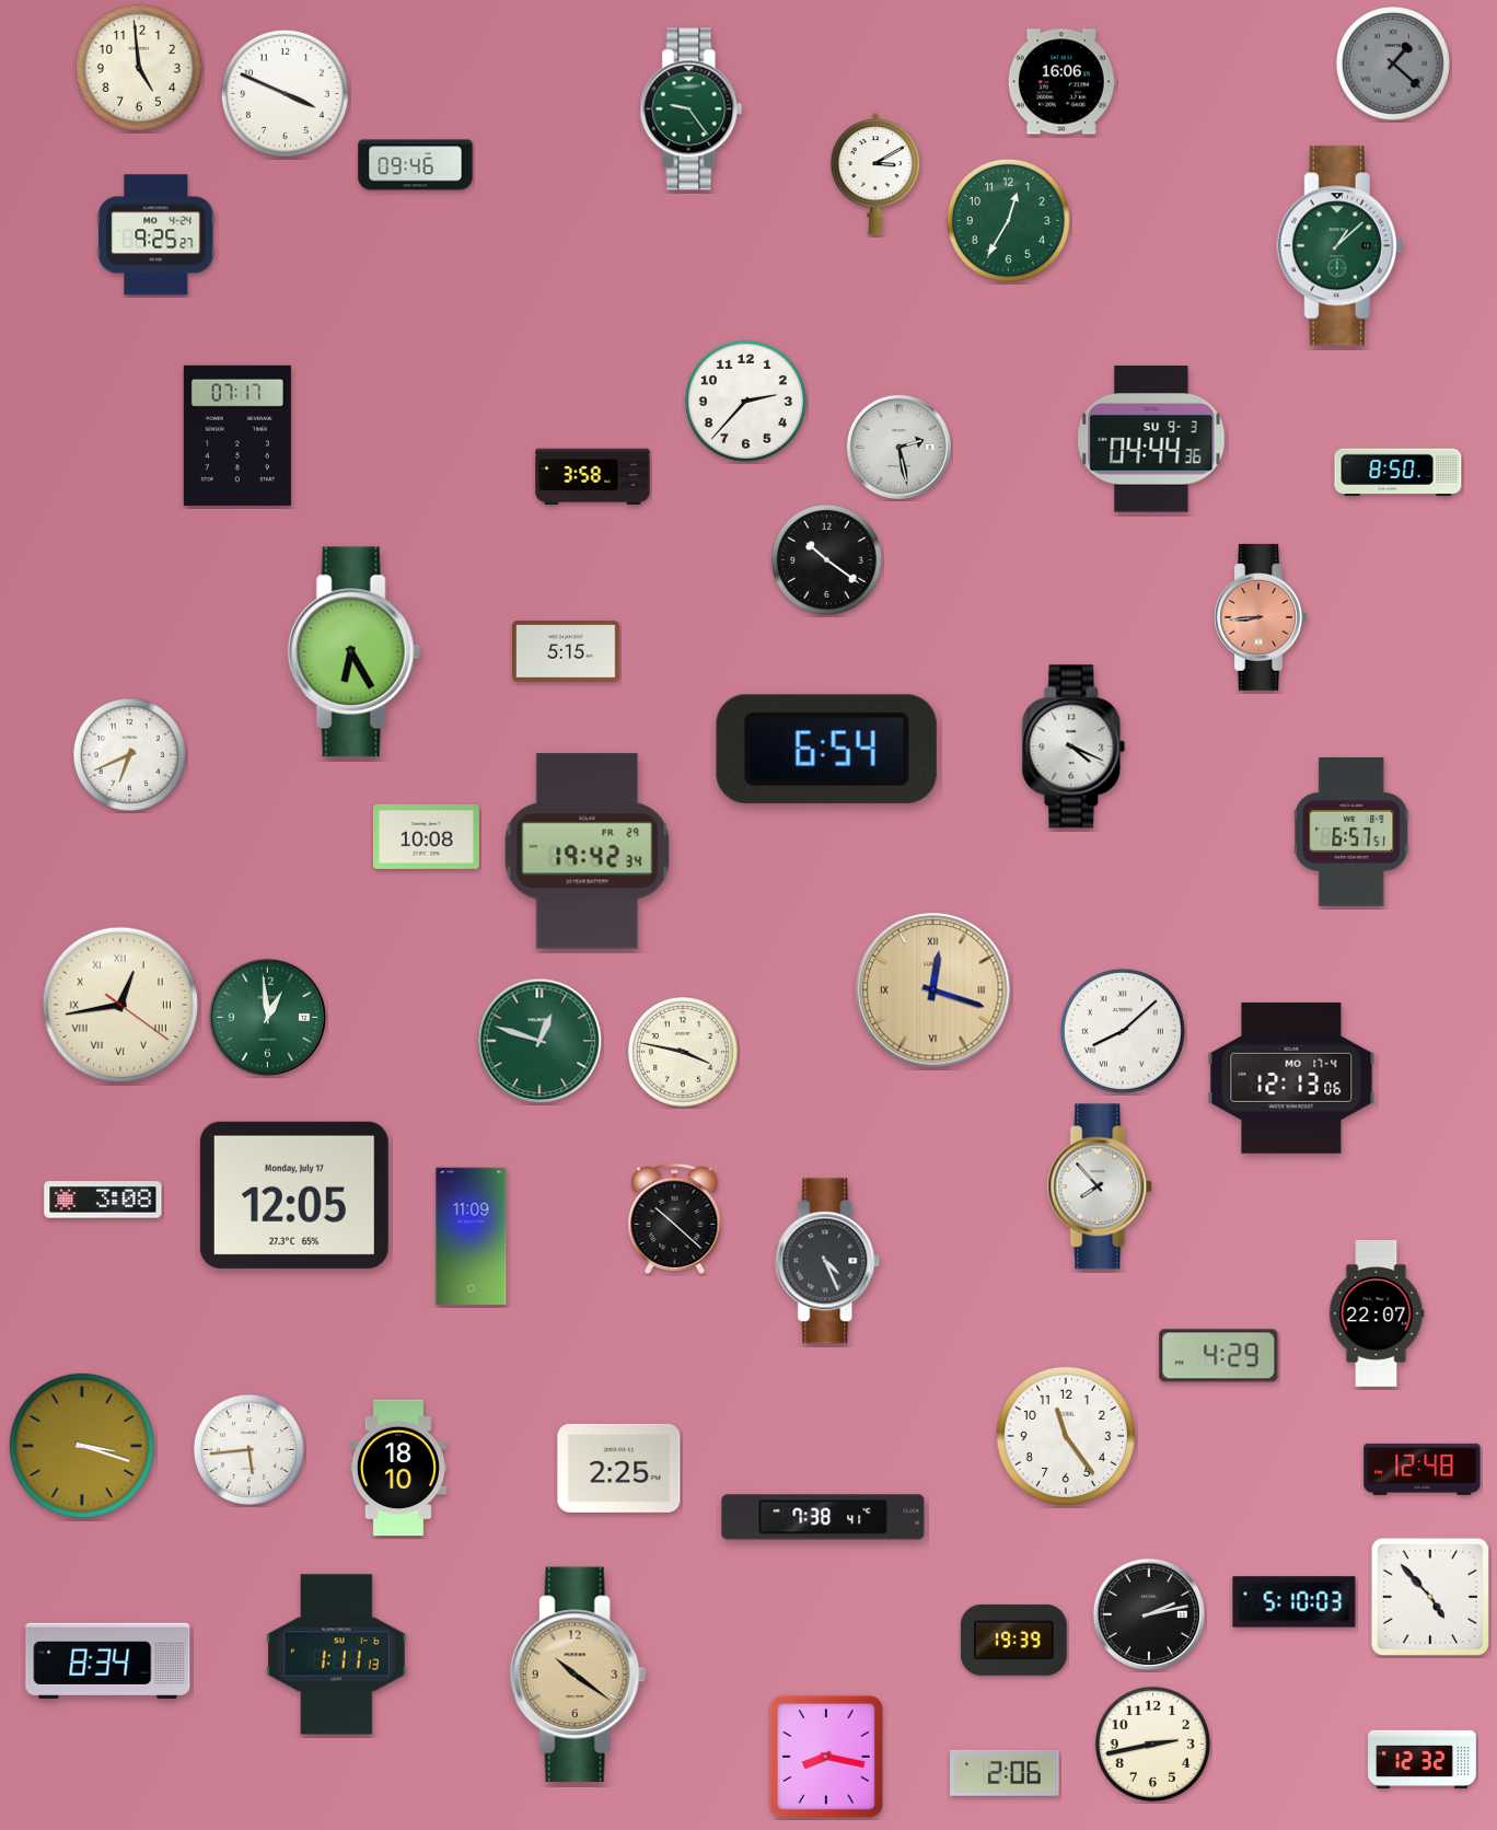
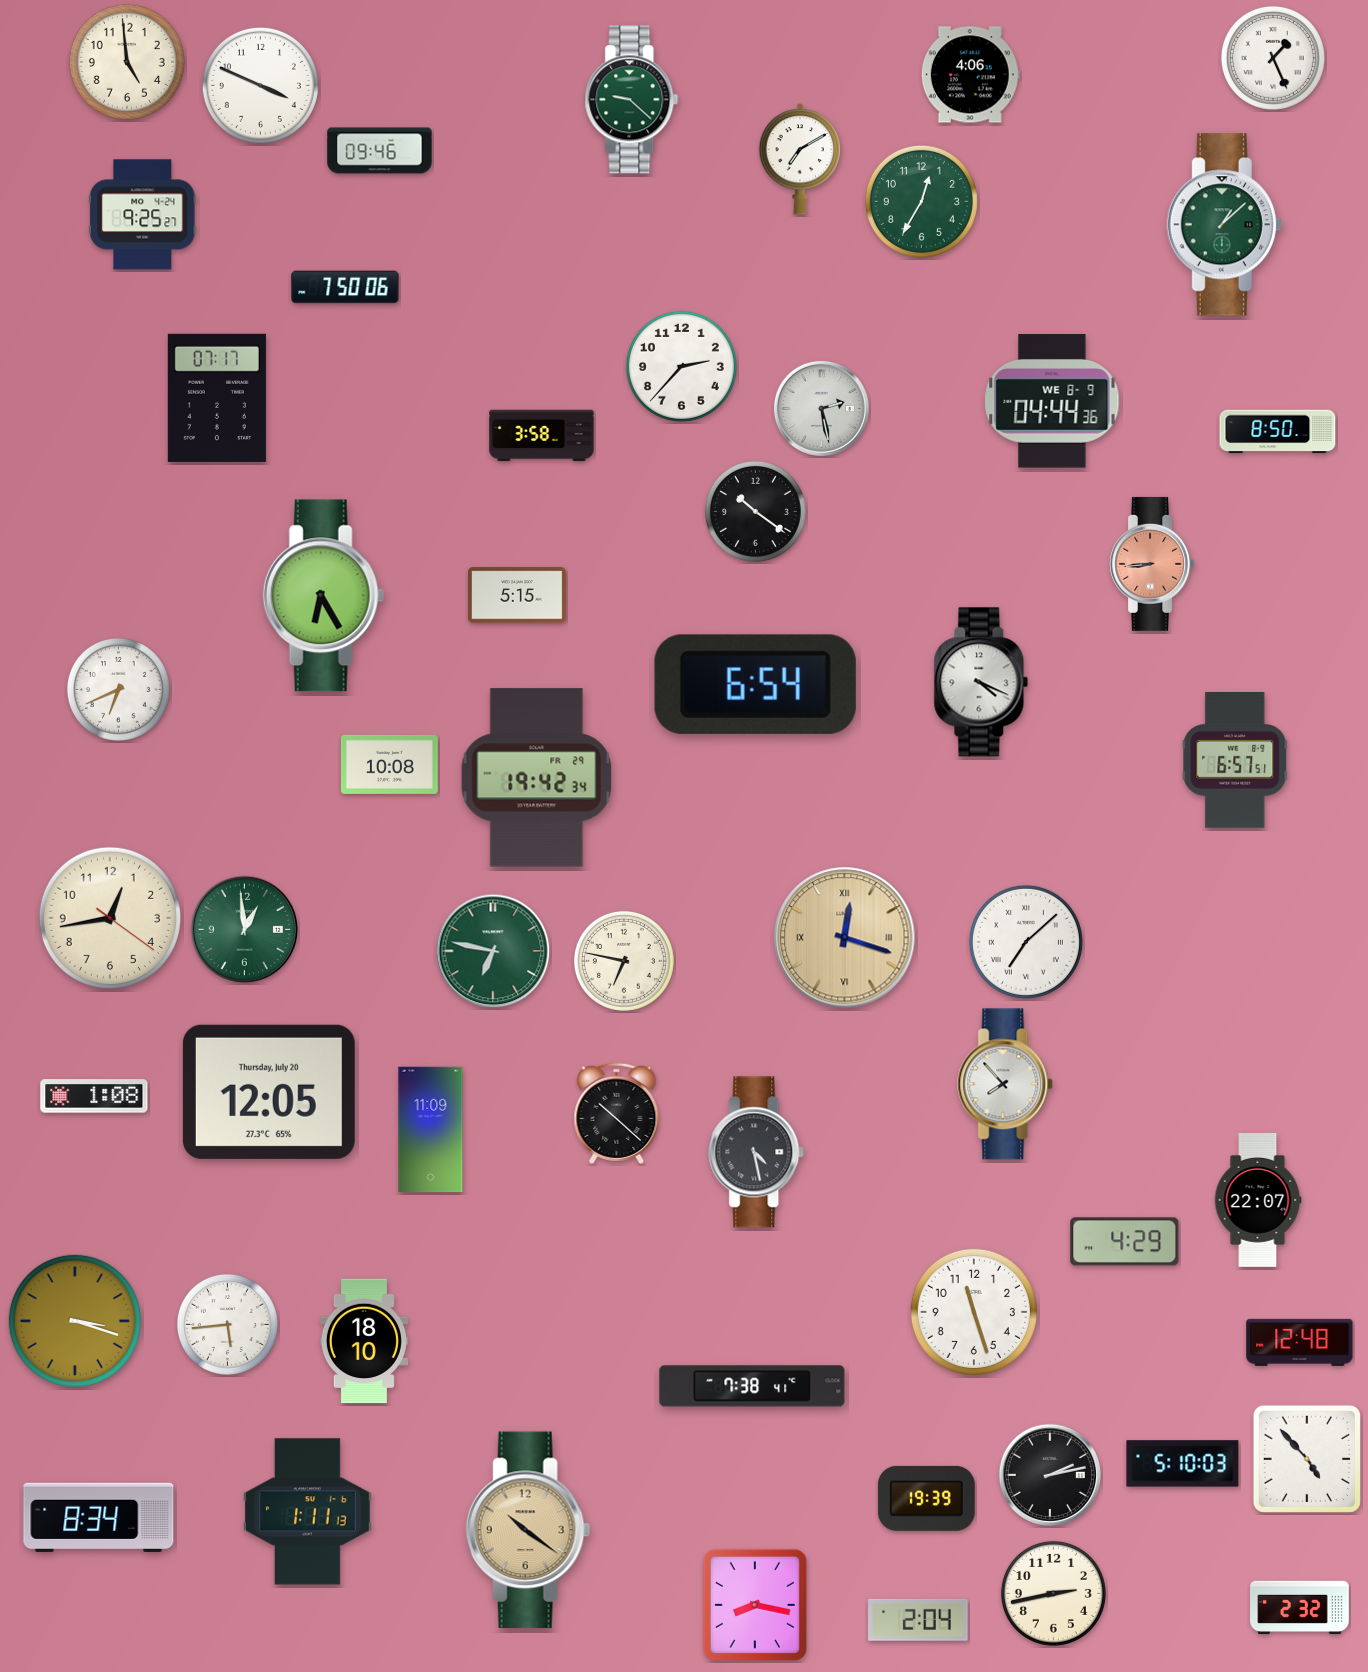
clock at (1393, 63): 1:22 -> 1:26
clock at (1393, 63) dial: grey -> white
clock at (1061, 82): 16:06 -> 4:06
clock at (692, 109): 9:24 -> 9:22
clock at (875, 174): 3:10 -> 7:10
clock at (345, 287): none -> 7:50
clock at (1151, 439) date: SU 9-3 -> WE 8-9
clock at (933, 991) position: (933, 991) -> (845, 938)
clock at (120, 1005) numerals: Roman -> Arabic
clock at (1123, 1031): 8:08 -> 7:08
clock at (539, 1041): 12:48 -> 6:47
clock at (683, 1052): 3:47 -> 6:47
clock at (1291, 1078): 12:13 -> none
clock at (294, 1195) date: Monday, July 17 -> Thursday, July 20
clock at (103, 1200): 3:08 -> 1:08
clock at (828, 1261): 4:26 -> 4:28
clock at (1219, 1356) position: (1219, 1356) -> (1125, 1242)
clock at (1066, 1436): 11:24 -> 11:27
clock at (619, 1468): 2:25 -> none
clock at (1423, 1759): 12:32 -> 2:32
clock at (1006, 1773): 2:06 -> 2:04
